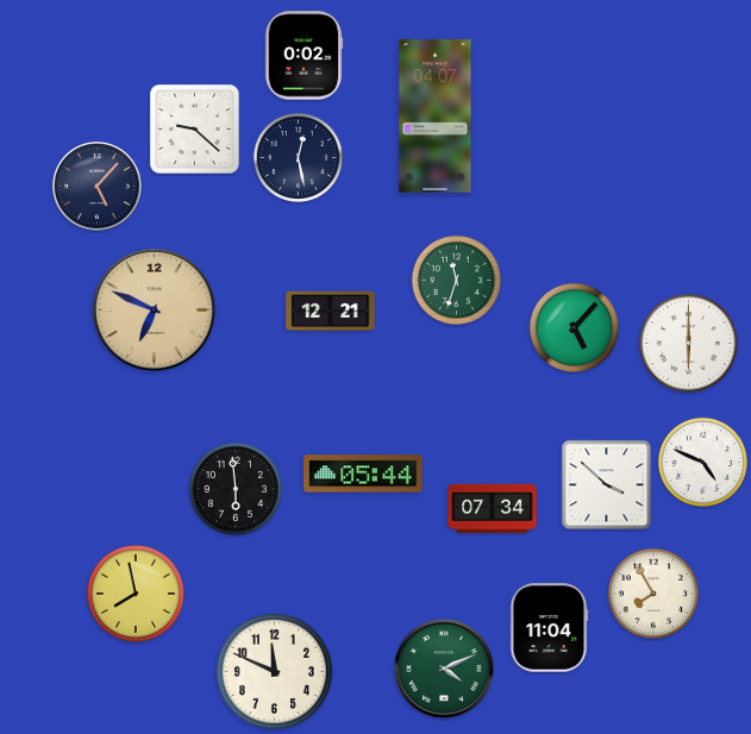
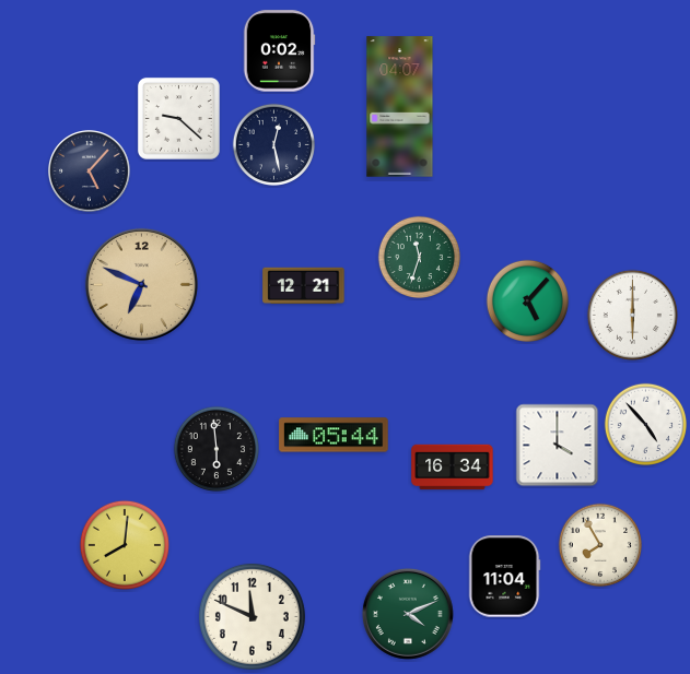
clock at (702, 462): 4:49 -> 4:53
clock at (607, 485): 3:52 -> 4:00
clock at (493, 509): 07:34 -> 16:34
clock at (136, 594): 7:58 -> 8:01
